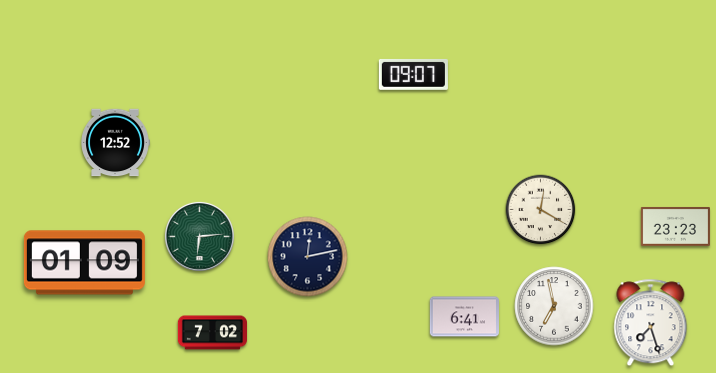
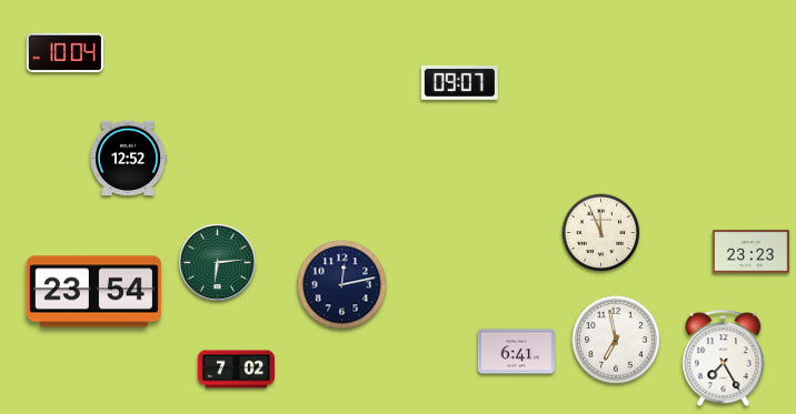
clock at (64, 53): none -> 10:04
clock at (541, 210): 12:20 -> 11:56
clock at (199, 236) position: (199, 236) -> (217, 262)
clock at (84, 263): 01:09 -> 23:54
clock at (651, 323): 7:27 -> 7:25
